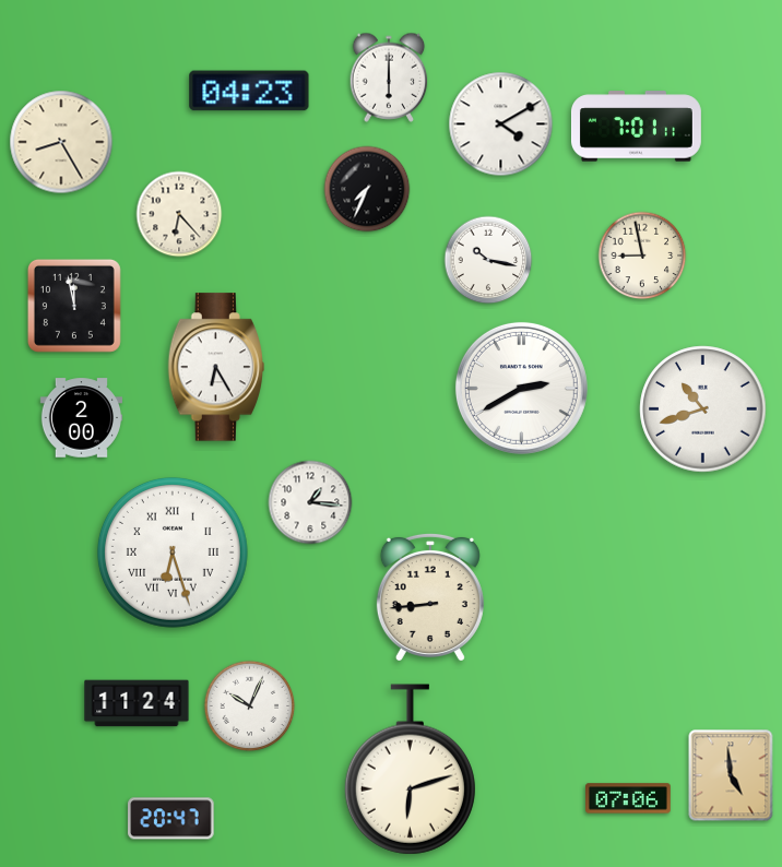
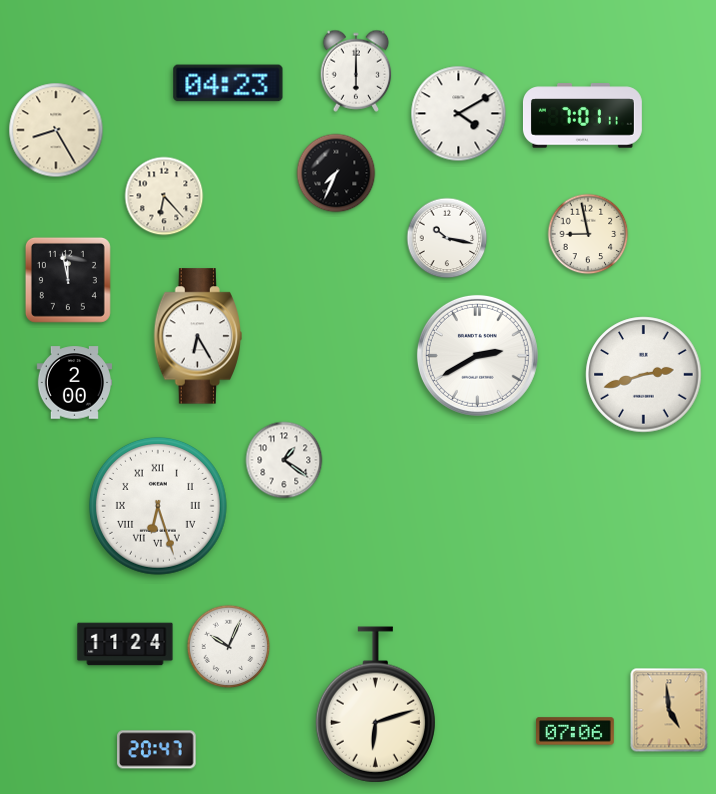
clock at (703, 409): 10:42 -> 2:42
clock at (310, 502): 1:16 -> 1:21
clock at (430, 596): 8:44 -> none
